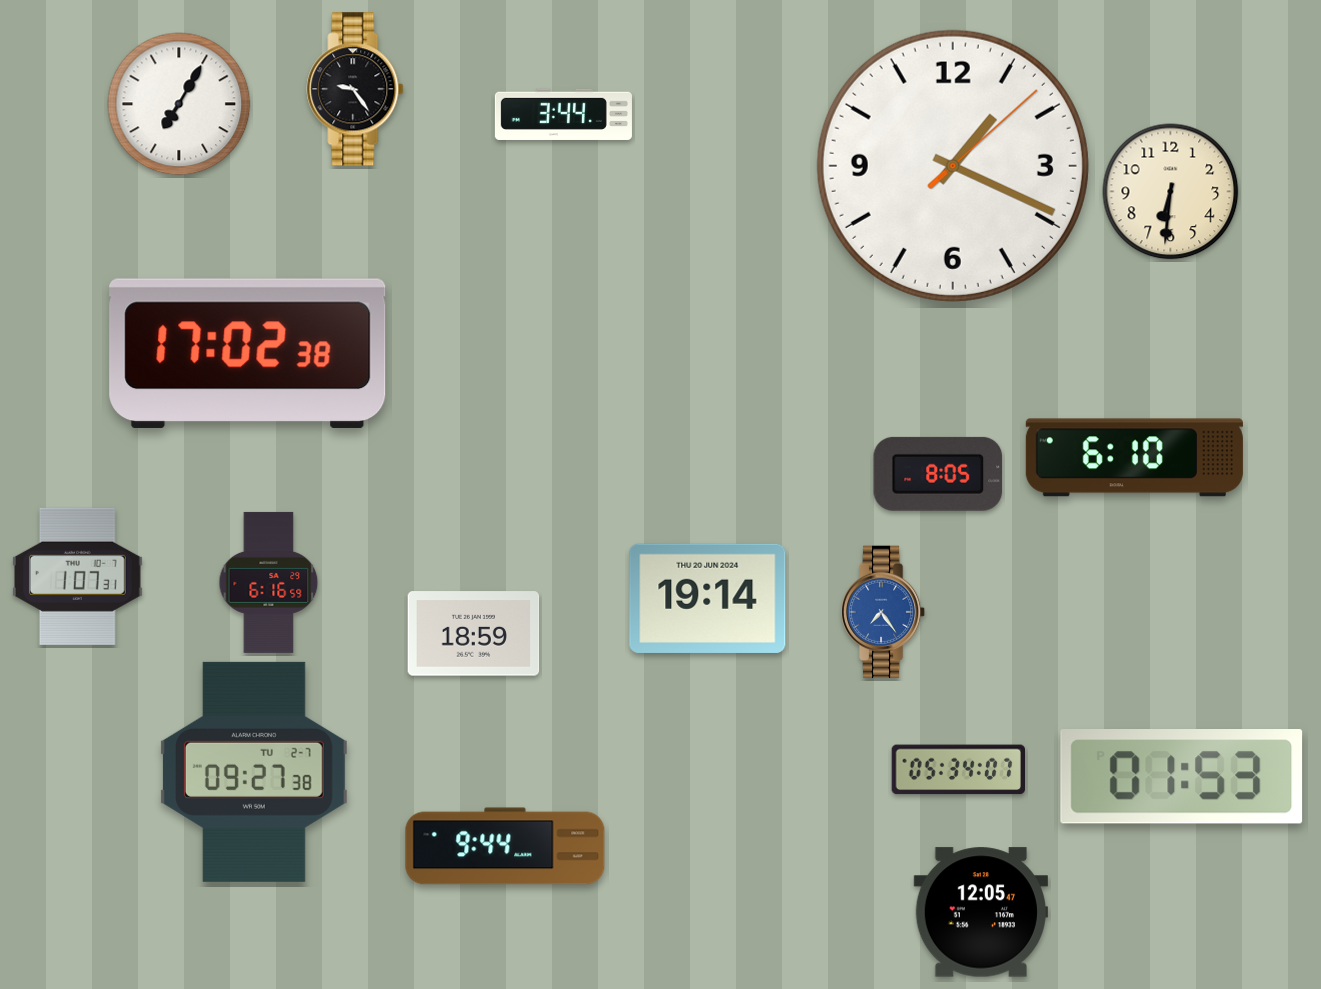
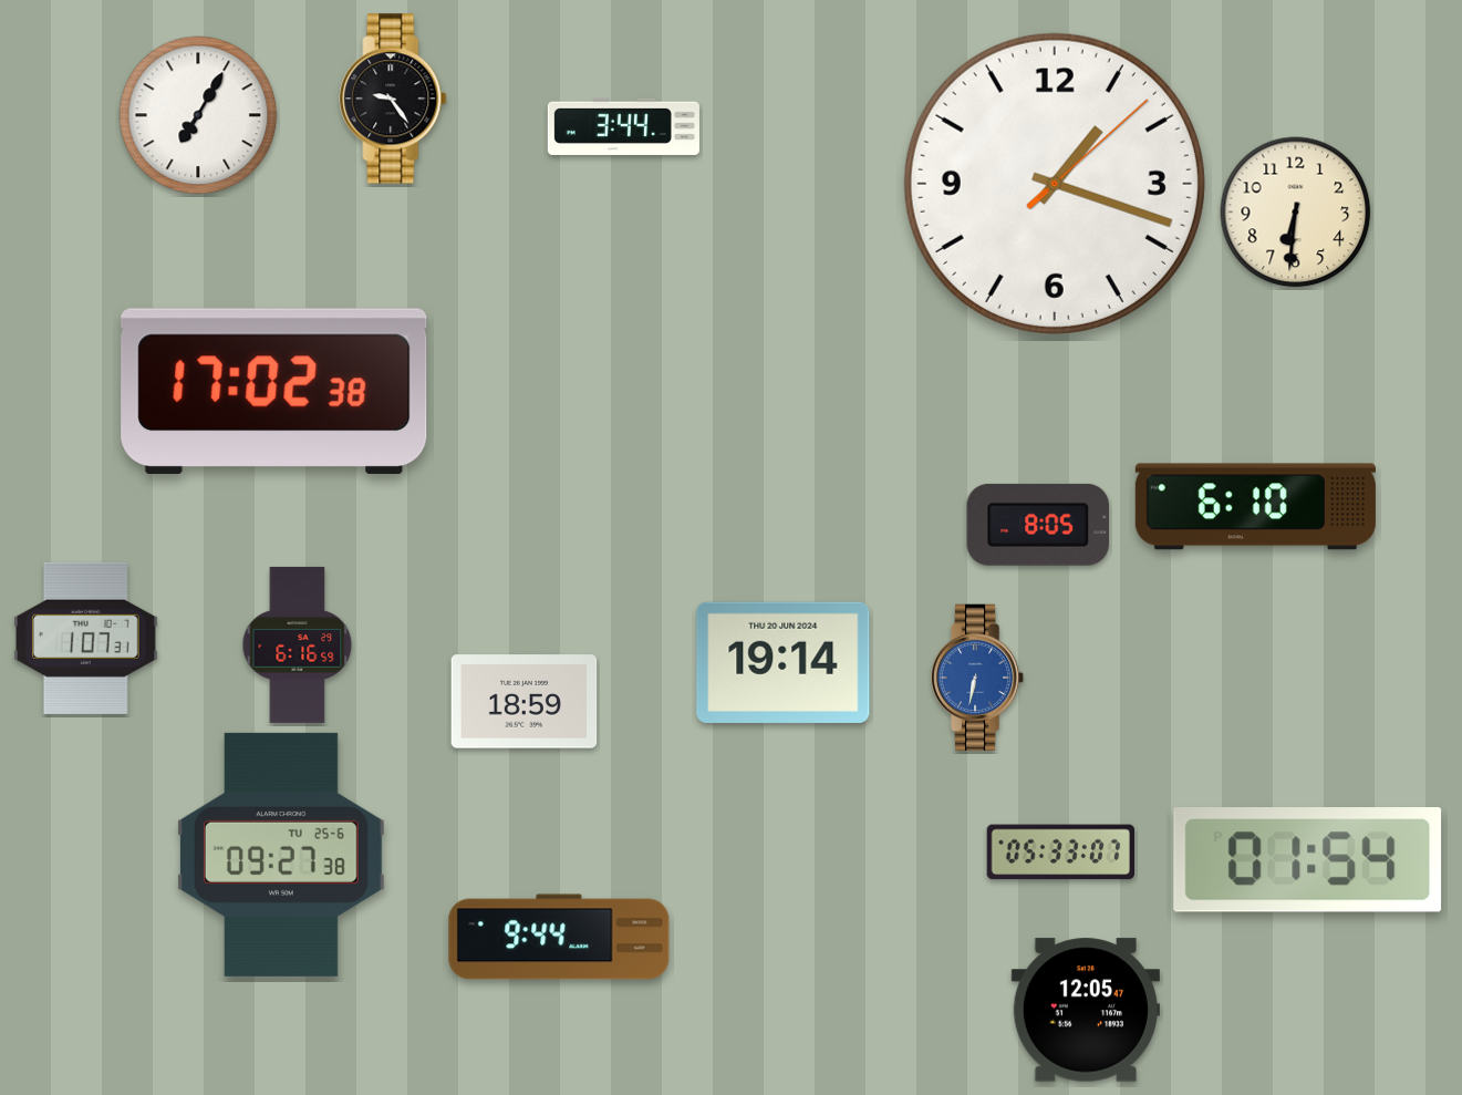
clock at (953, 166): 1:19 -> 1:18
clock at (883, 612): 7:24 -> 6:32
clock at (958, 770): 05:34 -> 05:33
clock at (254, 772) date: TU 2-7 -> TU 25-6
clock at (1182, 777): 01:53 -> 01:54
